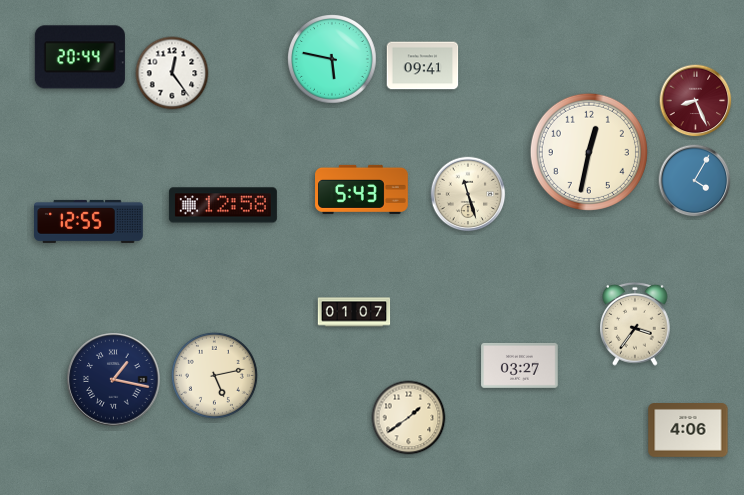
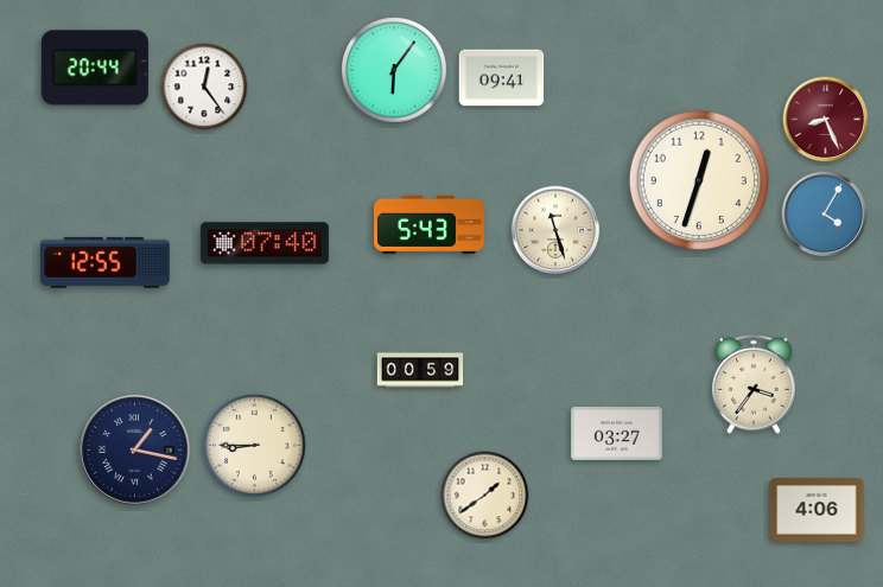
clock at (333, 60): 5:47 -> 6:06
clock at (589, 152): 12:32 -> 12:33
clock at (223, 205): 12:58 -> 07:40
clock at (354, 312): 01:07 -> 00:59
clock at (214, 375): 5:13 -> 8:45
